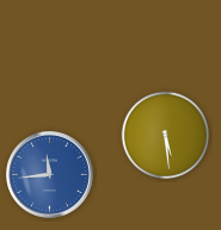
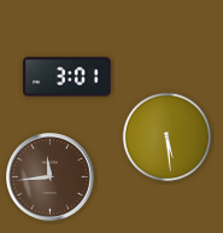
clock at (68, 77): none -> 3:01
clock at (50, 175) dial: blue -> brown
